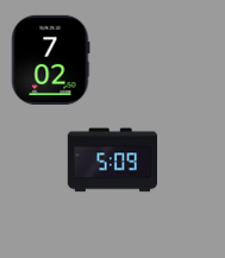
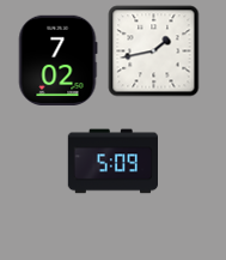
clock at (154, 52): none -> 1:43
clock at (50, 59) position: (50, 59) -> (57, 60)
